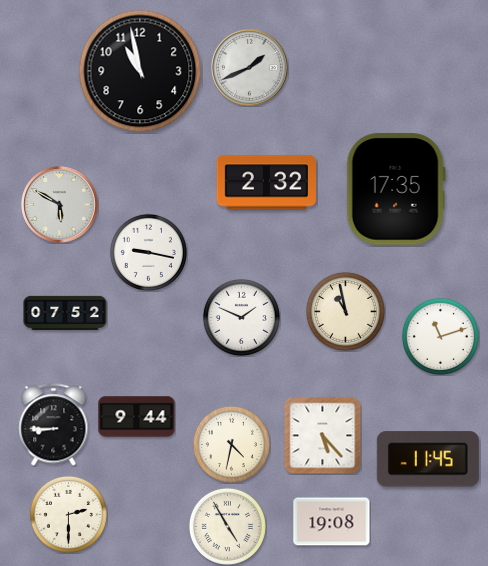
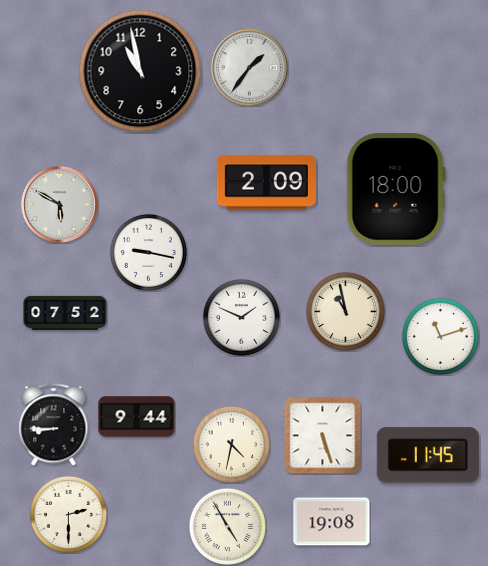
clock at (250, 68): 1:41 -> 1:36
clock at (266, 183): 2:32 -> 2:09
clock at (396, 189): 17:35 -> 18:00
clock at (322, 436): 5:23 -> 5:27
clock at (428, 459) position: (428, 459) -> (428, 455)
